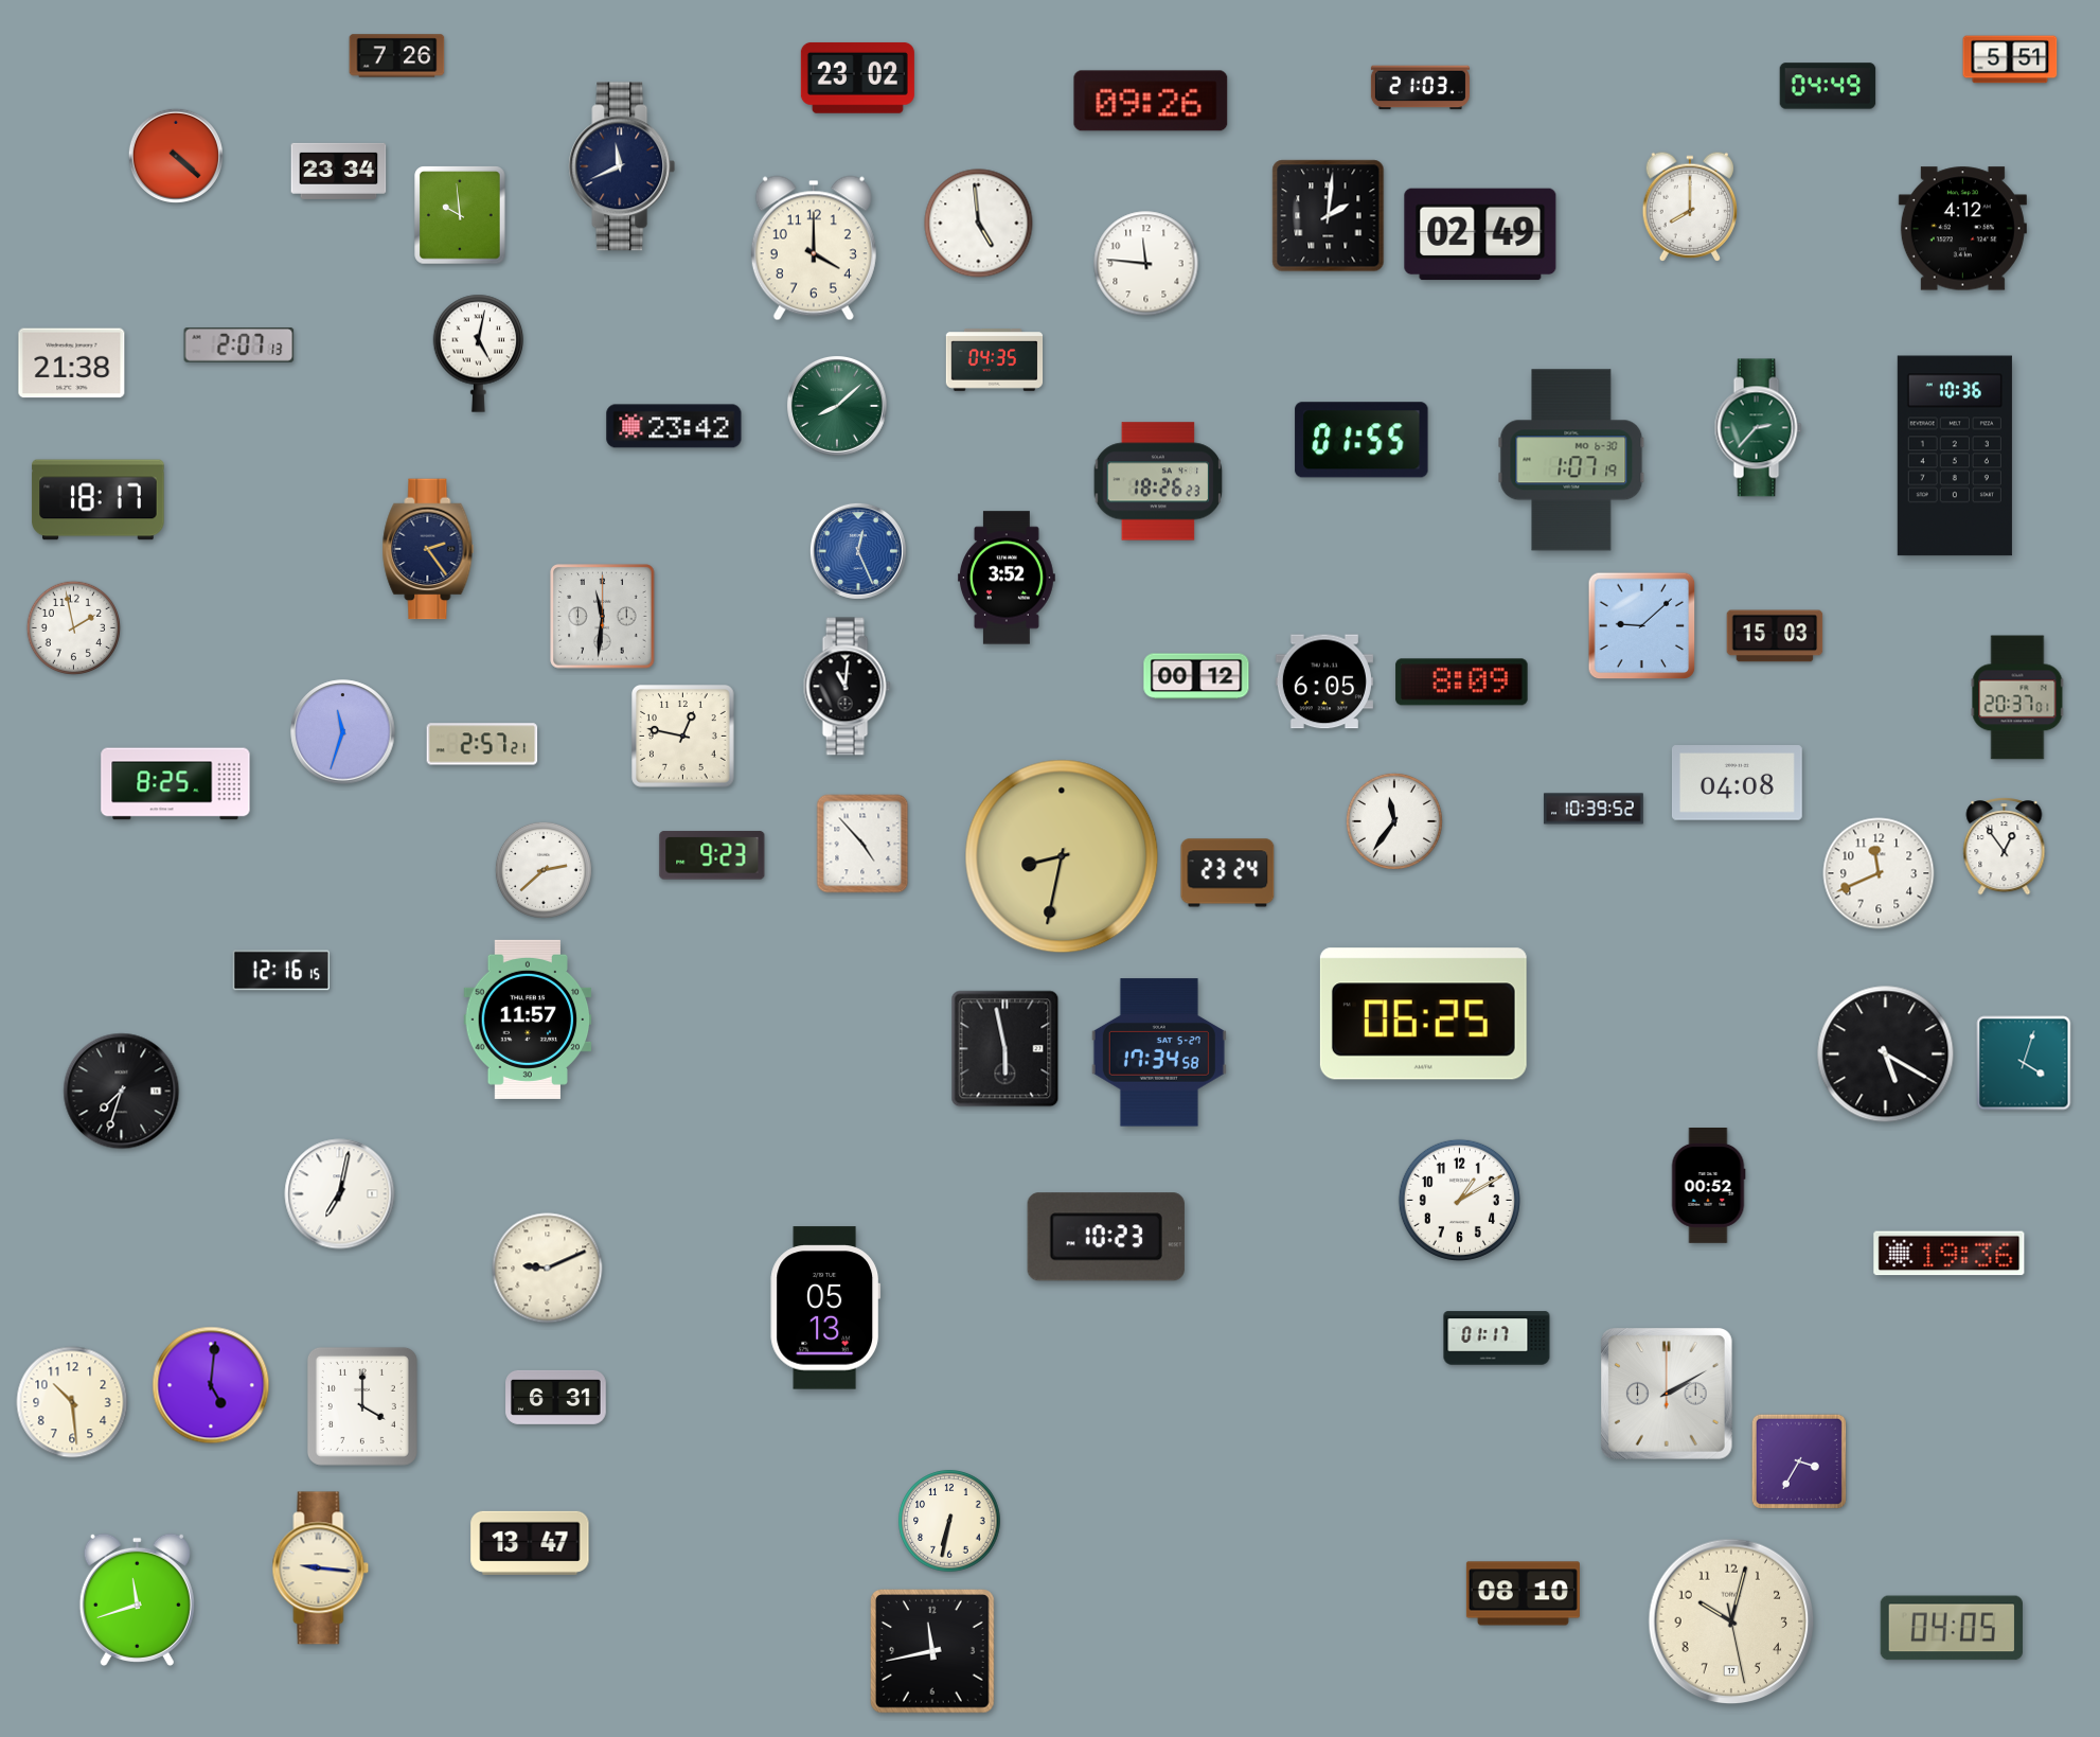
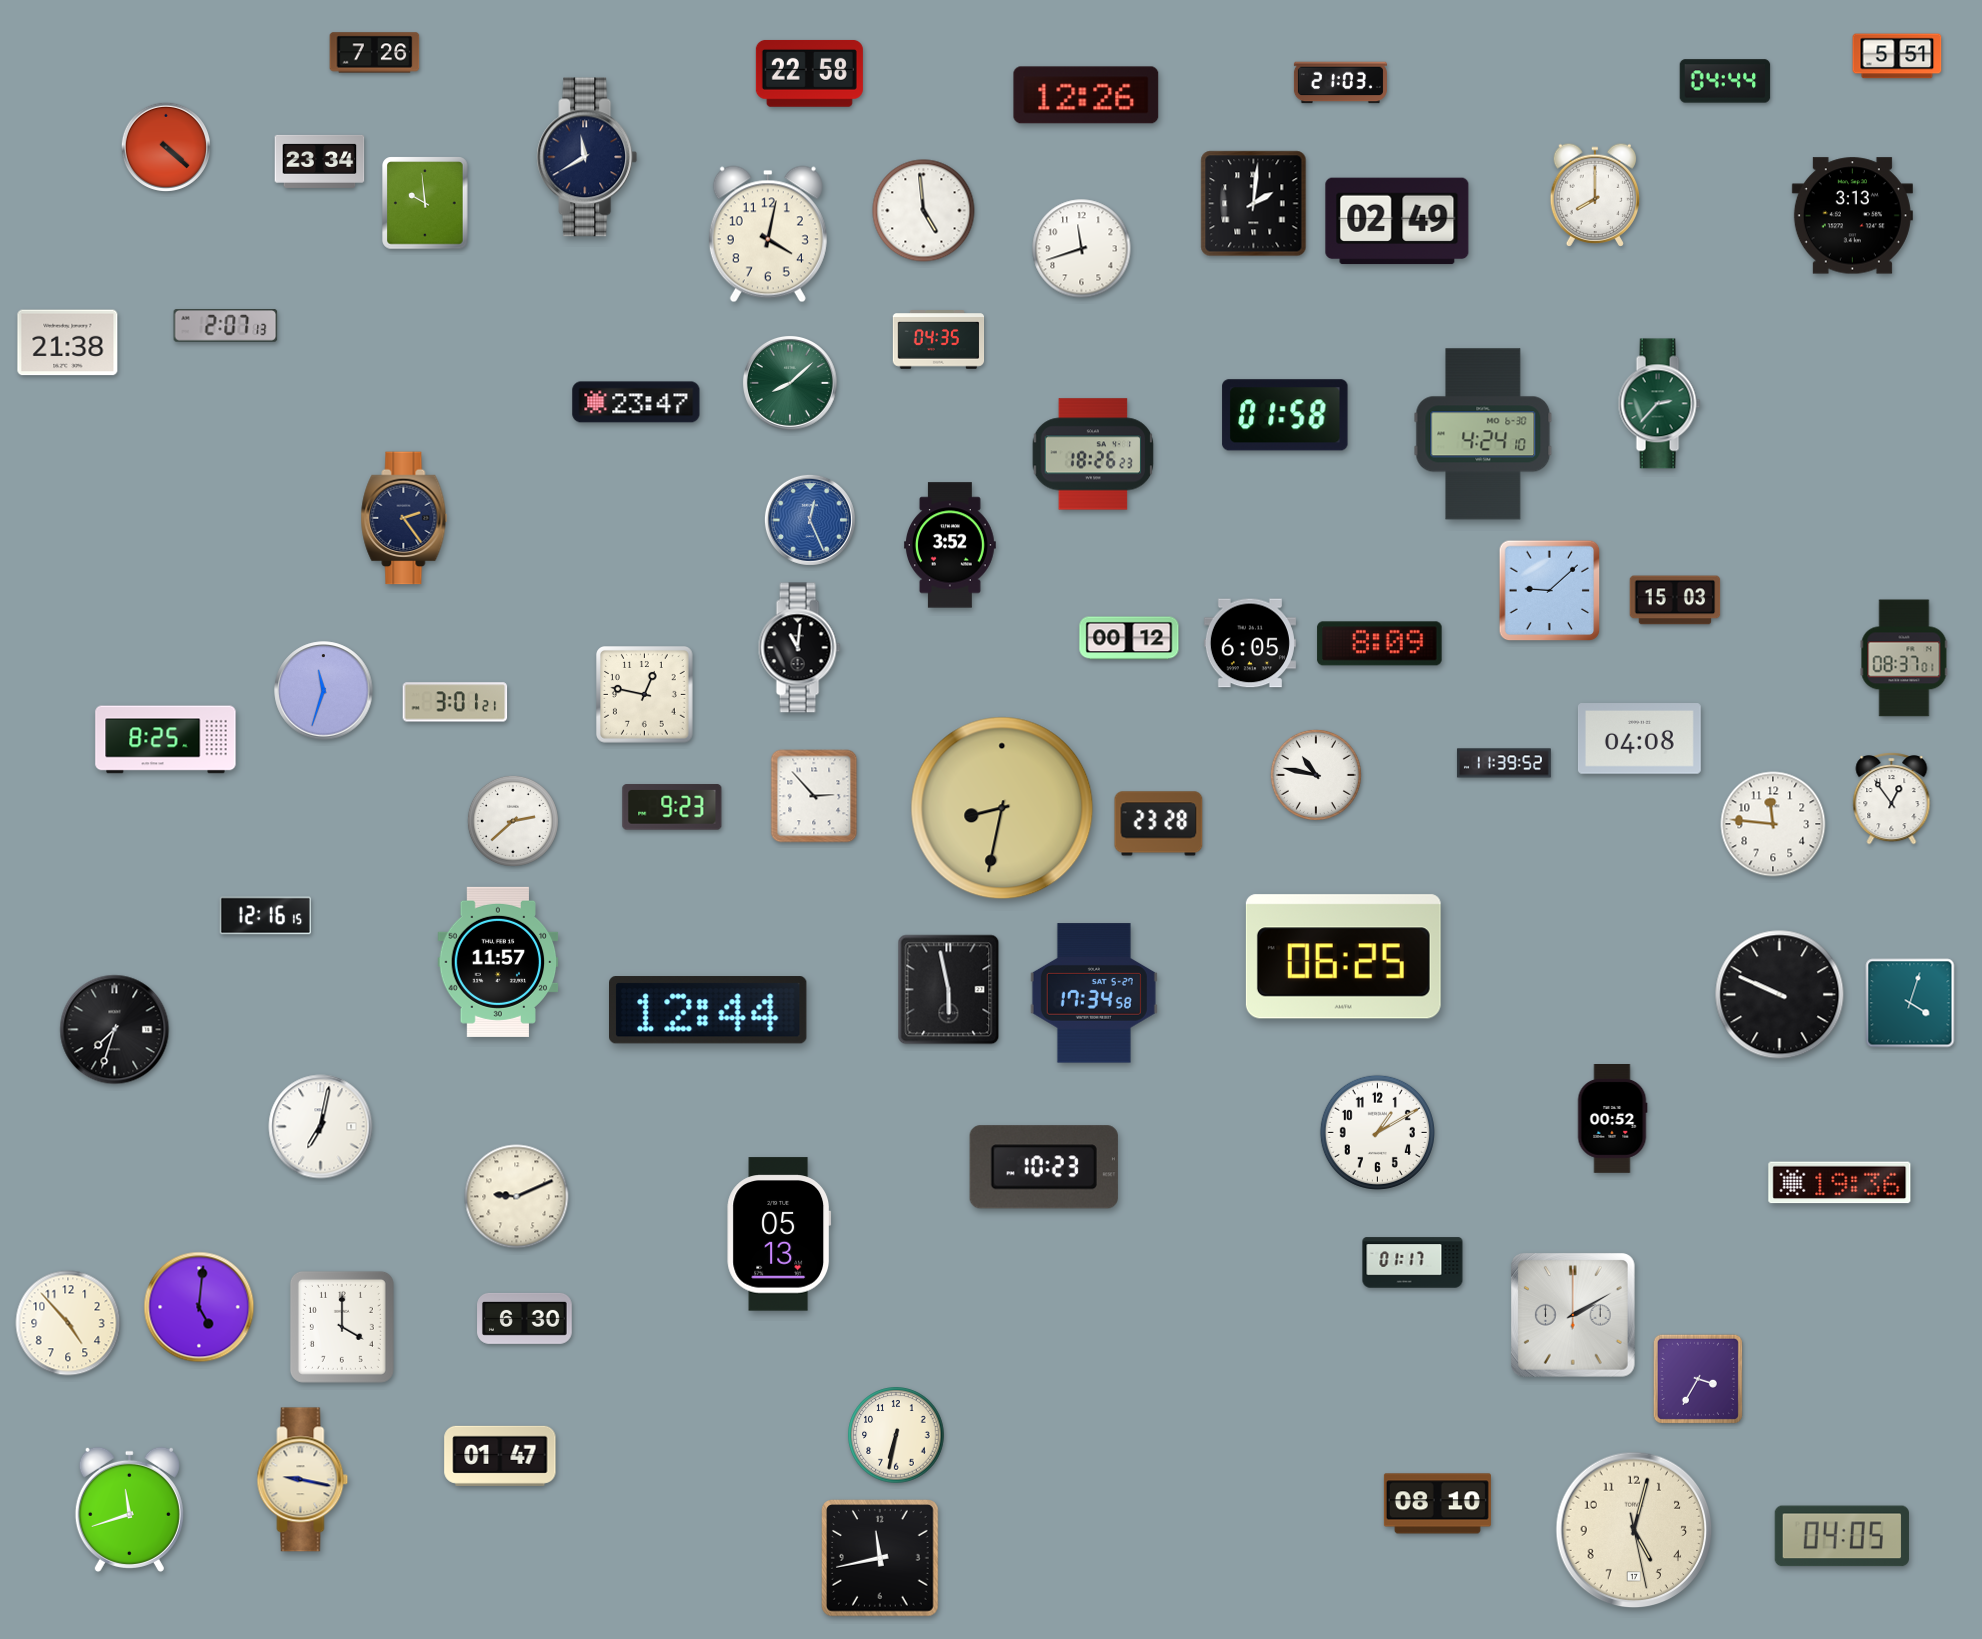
clock at (857, 77): 23:02 -> 22:58
clock at (1828, 86): 04:49 -> 04:44
clock at (1151, 101): 09:26 -> 12:26
clock at (622, 166): 11:41 -> 11:40
clock at (460, 215) position: (460, 215) -> (425, 203)
clock at (1962, 229): 4:12 -> 3:13
clock at (814, 248): 4:00 -> 4:02
clock at (1146, 264): 11:46 -> 11:42
clock at (479, 353): 5:02 -> none
clock at (674, 426): 23:42 -> 23:47
clock at (1362, 440): 01:55 -> 01:58
clock at (1955, 456): 10:36 -> none
clock at (1571, 460): 1:07 -> 4:24
clock at (99, 500): 18:17 -> none
clock at (603, 617): 11:31 -> none
clock at (73, 627): 1:58 -> none
clock at (2017, 697): 20:37 -> 08:37
clock at (482, 744): 2:57 -> 3:01
clock at (1594, 809): 10:39 -> 11:39
clock at (1394, 821): 11:36 -> 10:47
clock at (862, 844): 4:53 -> 2:53
clock at (1228, 873): 23:24 -> 23:28
clock at (1879, 873): 11:41 -> 11:46
clock at (1886, 1054): 5:20 -> 9:49
clock at (709, 1010): none -> 12:44
clock at (556, 1397): 6:31 -> 6:30
clock at (72, 1402): 10:29 -> 4:53
clock at (530, 1543): 13:47 -> 01:47
clock at (321, 1568): 9:16 -> 9:17
clock at (1731, 1621): 10:02 -> 5:02
